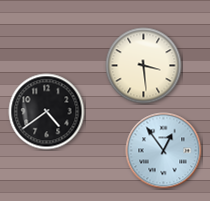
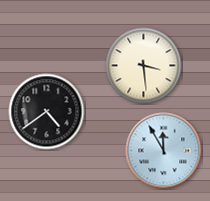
clock at (164, 151): 12:54 -> 11:55
